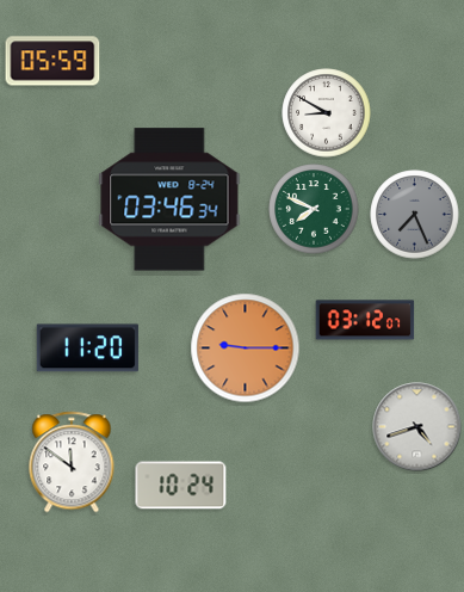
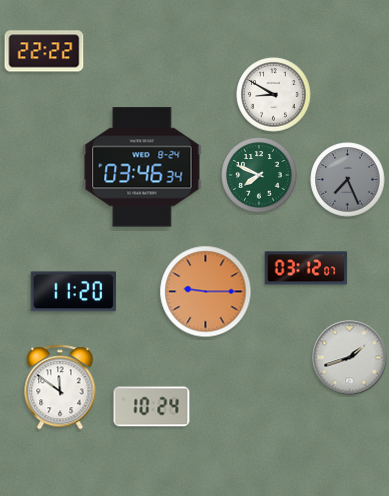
clock at (52, 61): 05:59 -> 22:22
clock at (314, 209) position: (314, 209) -> (259, 175)
clock at (417, 427): 4:42 -> 1:42
